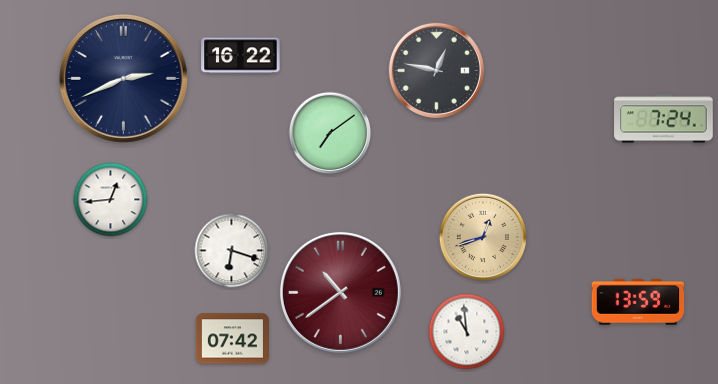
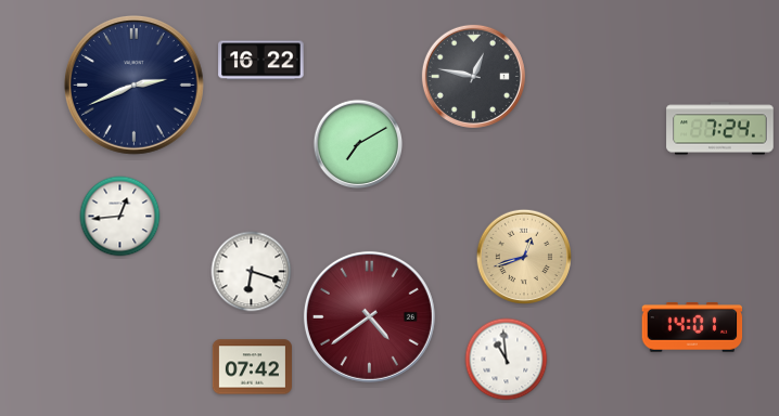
clock at (330, 133): 7:09 -> 7:10
clock at (340, 292): 10:39 -> 4:39
clock at (638, 302): 13:59 -> 14:01
